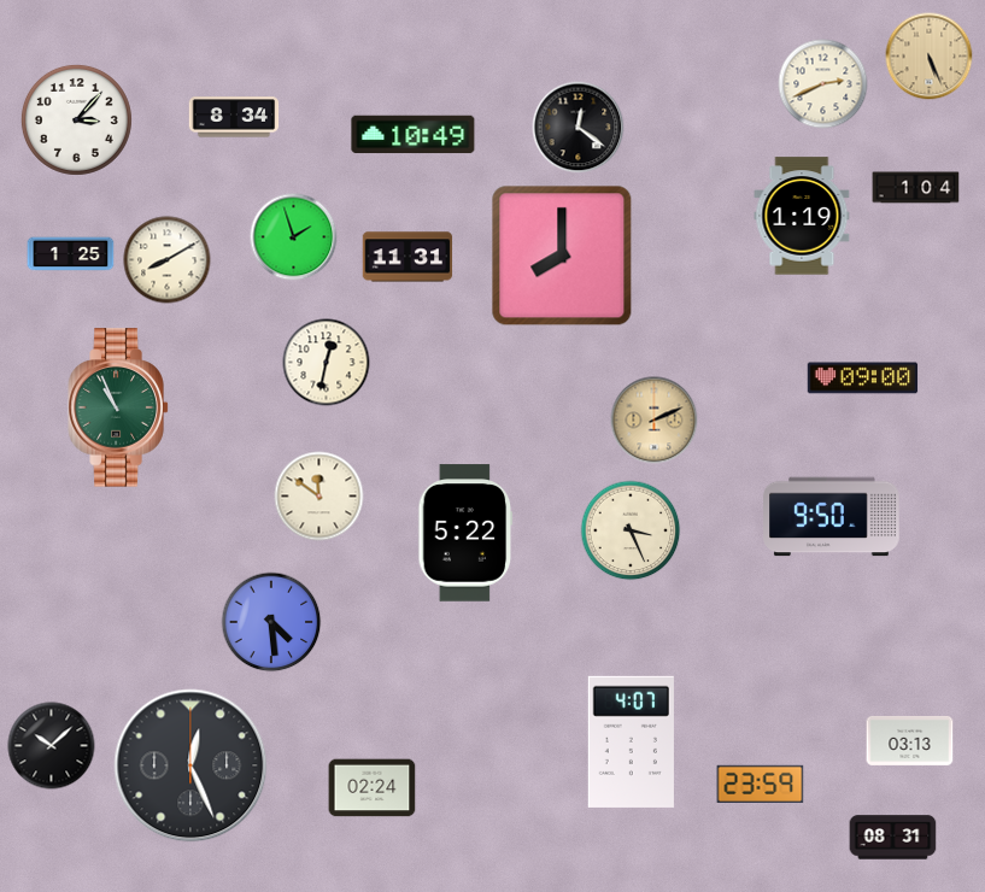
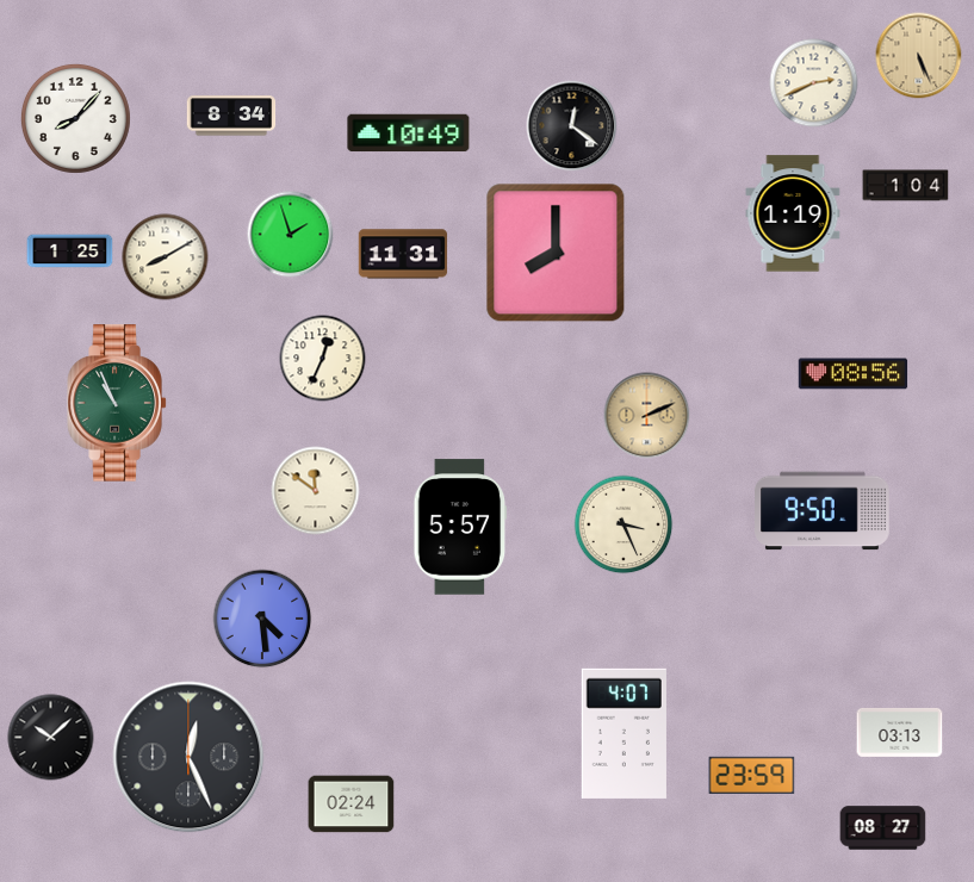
clock at (76, 119): 3:07 -> 8:07
clock at (327, 363): 12:32 -> 12:34
clock at (863, 378): 09:00 -> 08:56
clock at (465, 533): 5:22 -> 5:57
clock at (271, 622) position: (271, 622) -> (262, 619)
clock at (373, 788) position: (373, 788) -> (352, 805)
clock at (893, 838): 08:31 -> 08:27
